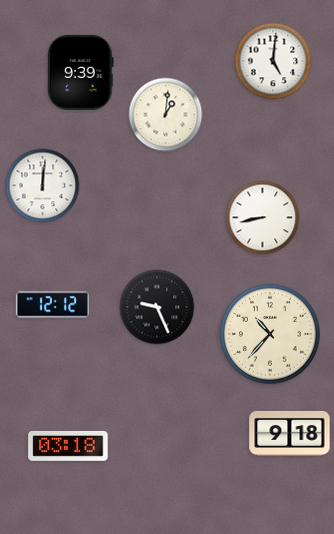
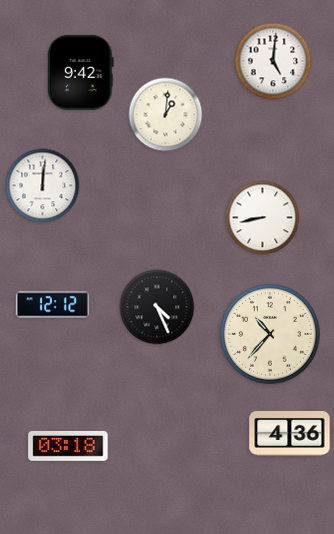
clock at (81, 72): 9:39 -> 9:42
clock at (157, 307): 9:26 -> 4:26
clock at (290, 433): 9:18 -> 4:36
